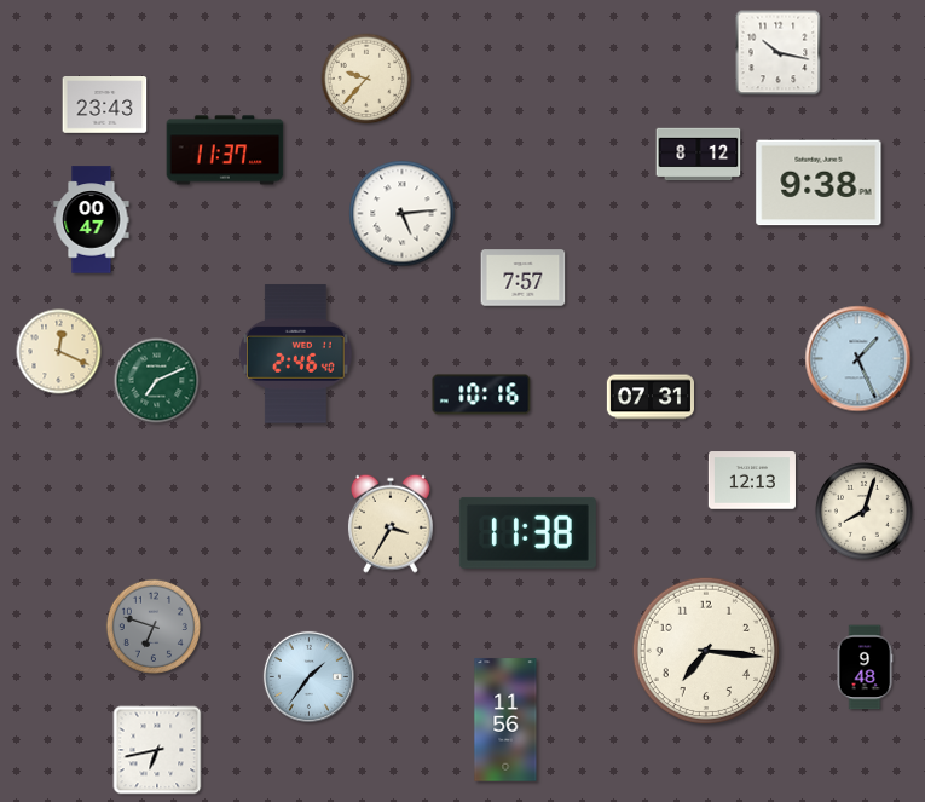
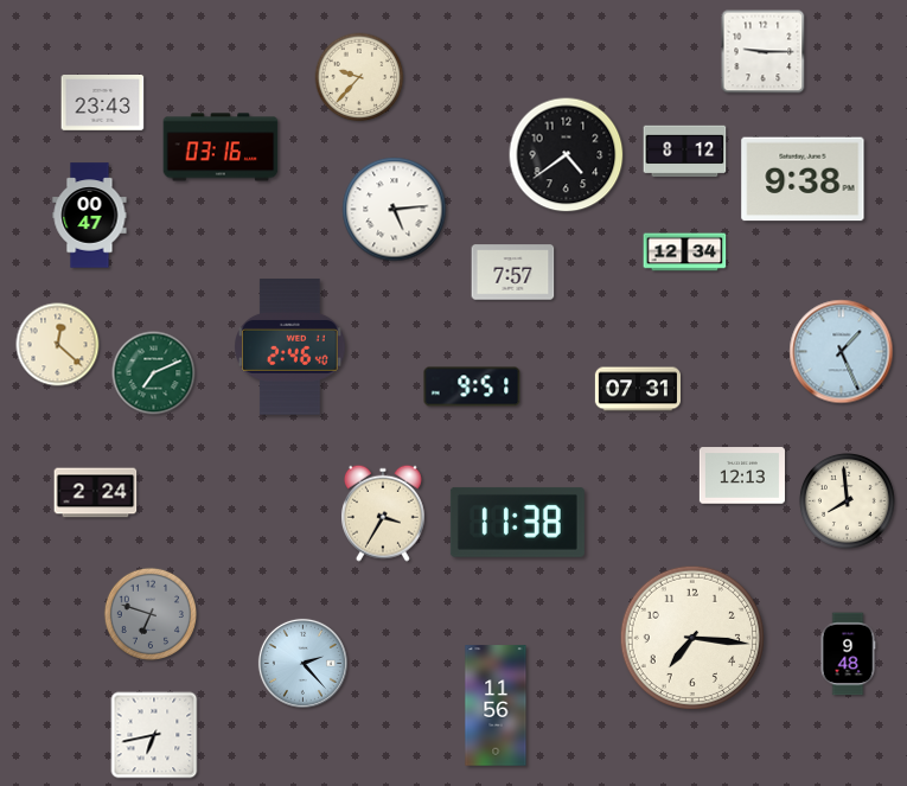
clock at (779, 53): 10:17 -> 9:15
clock at (225, 150): 11:37 -> 03:16
clock at (567, 155): none -> 4:39
clock at (685, 253): none -> 12:34
clock at (59, 352): 12:19 -> 12:22
clock at (481, 394): 10:16 -> 9:51
clock at (752, 480) position: (752, 480) -> (742, 475)
clock at (96, 493): none -> 2:24
clock at (863, 510): 8:03 -> 7:59
clock at (308, 676): 1:36 -> 2:23
